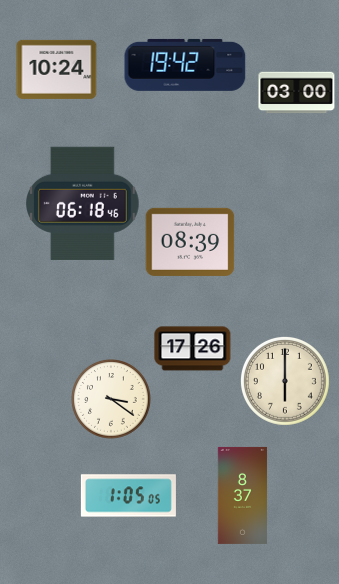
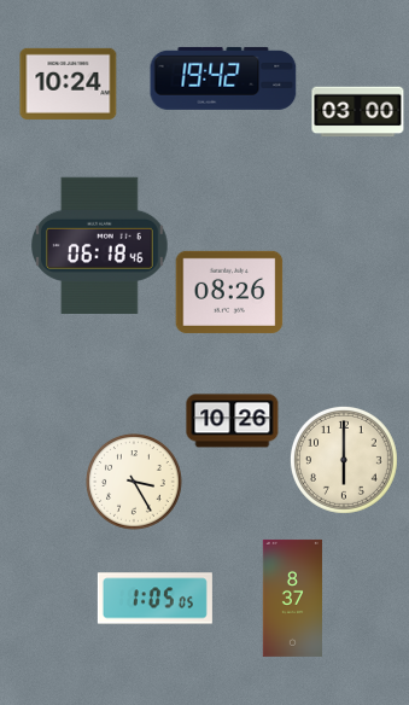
clock at (190, 242): 08:39 -> 08:26
clock at (193, 349): 17:26 -> 10:26
clock at (111, 399): 3:21 -> 3:25
